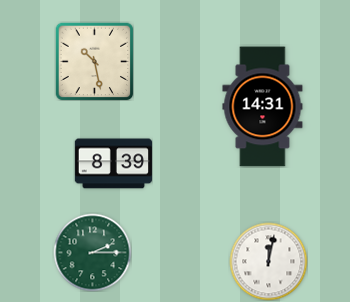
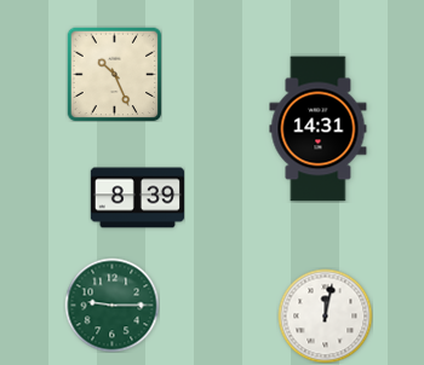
clock at (94, 61): 10:28 -> 10:26
clock at (92, 252): 2:15 -> 9:15
